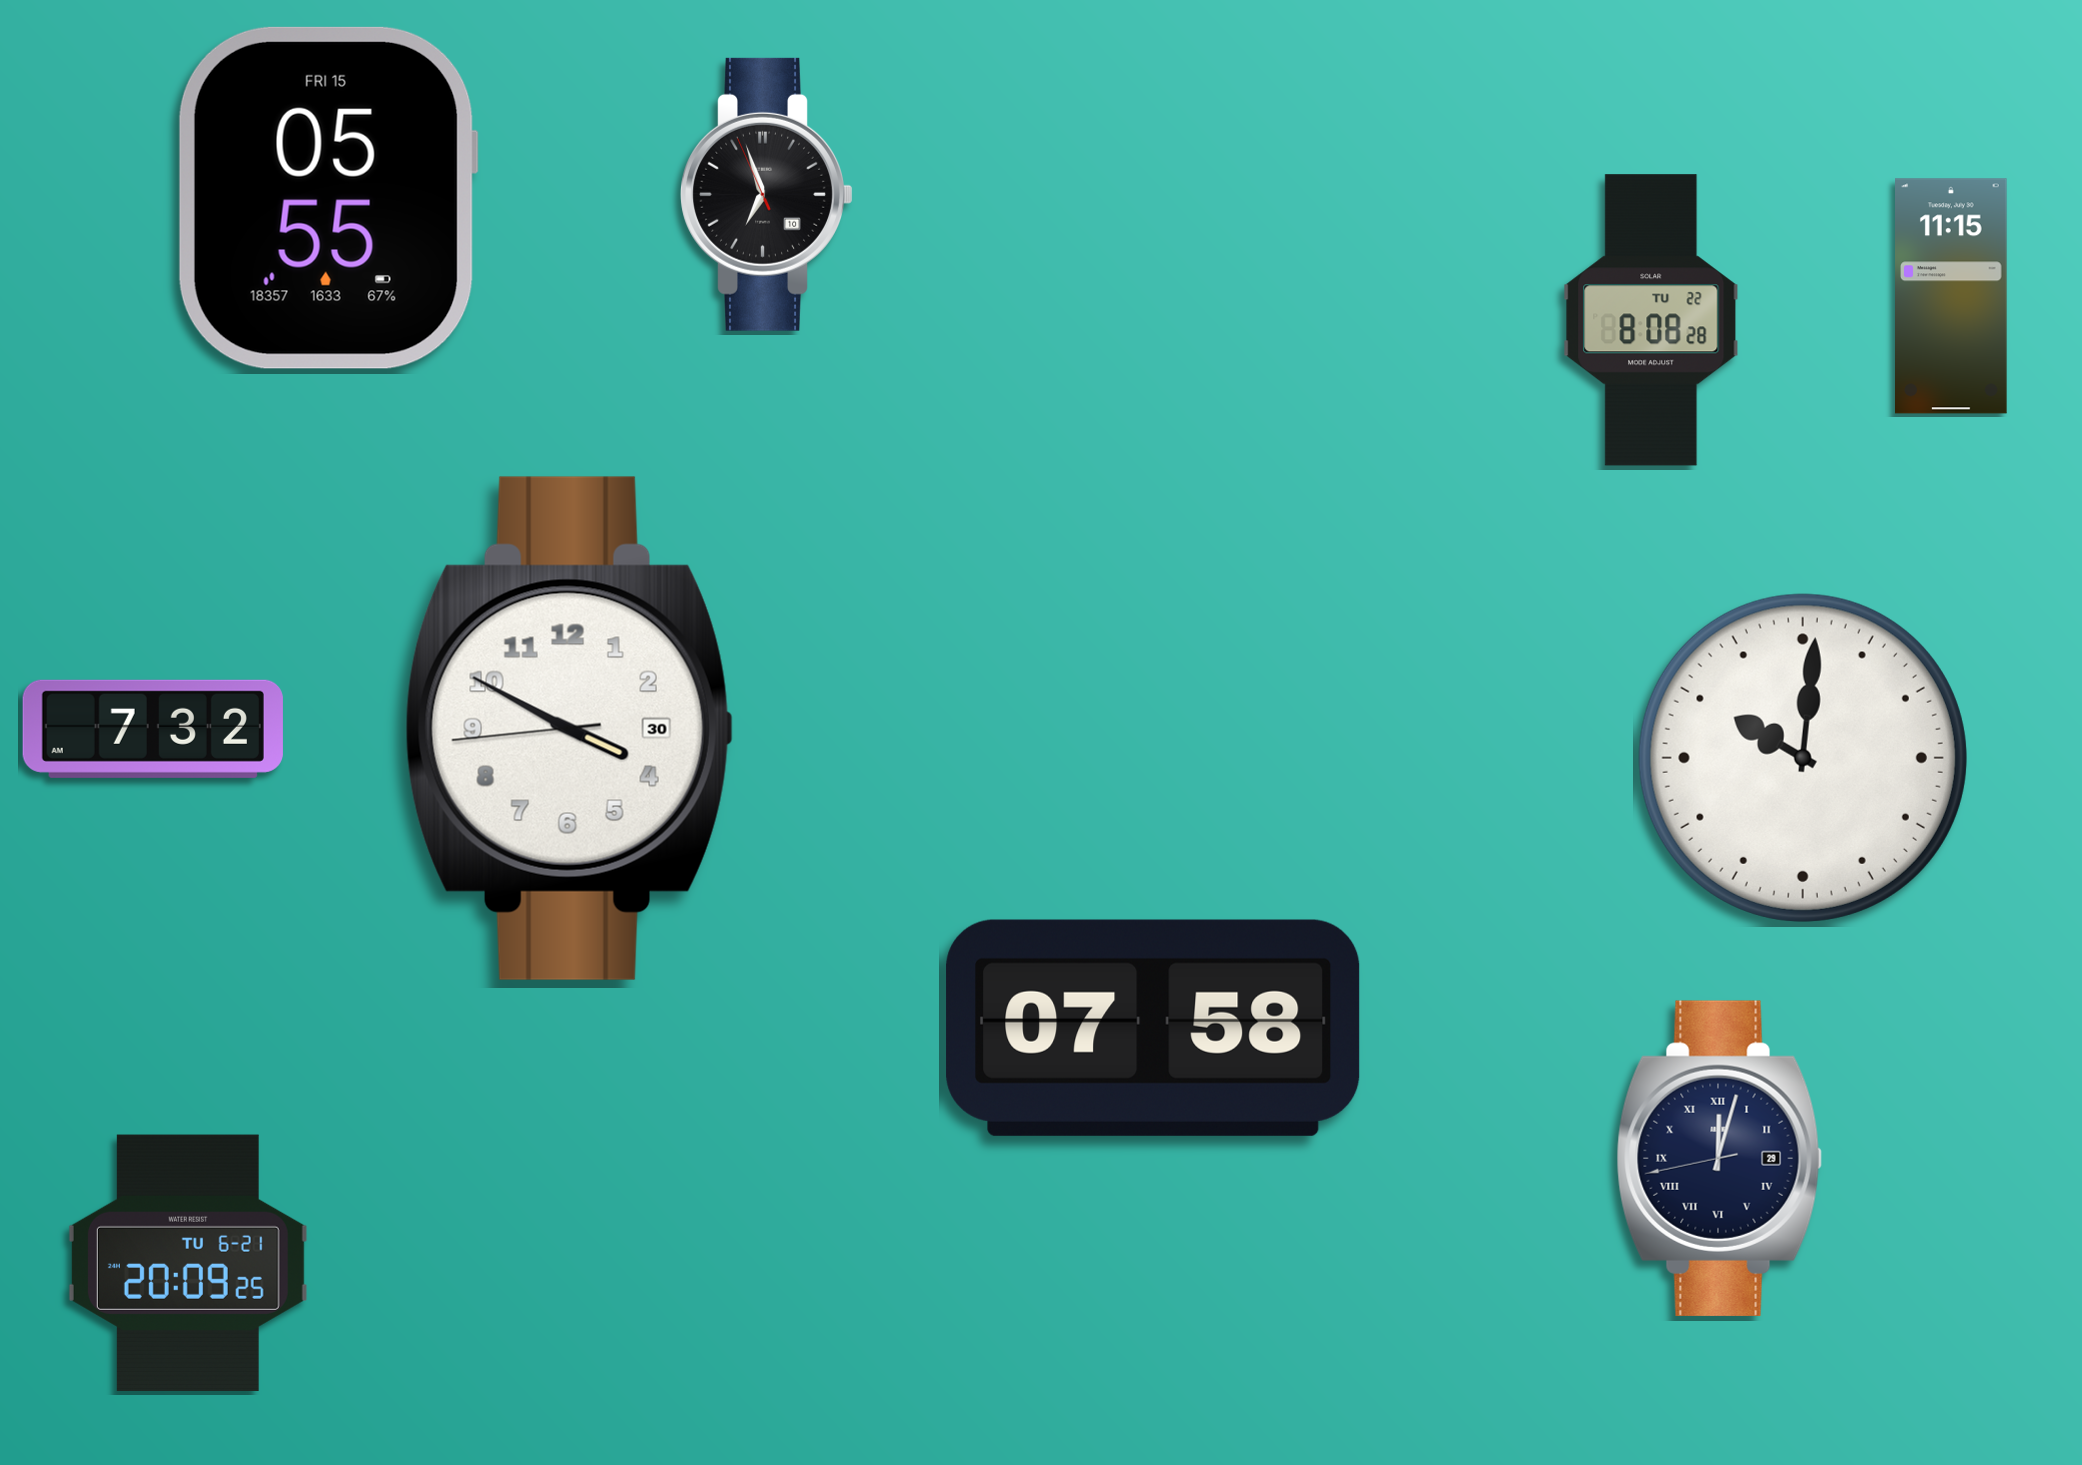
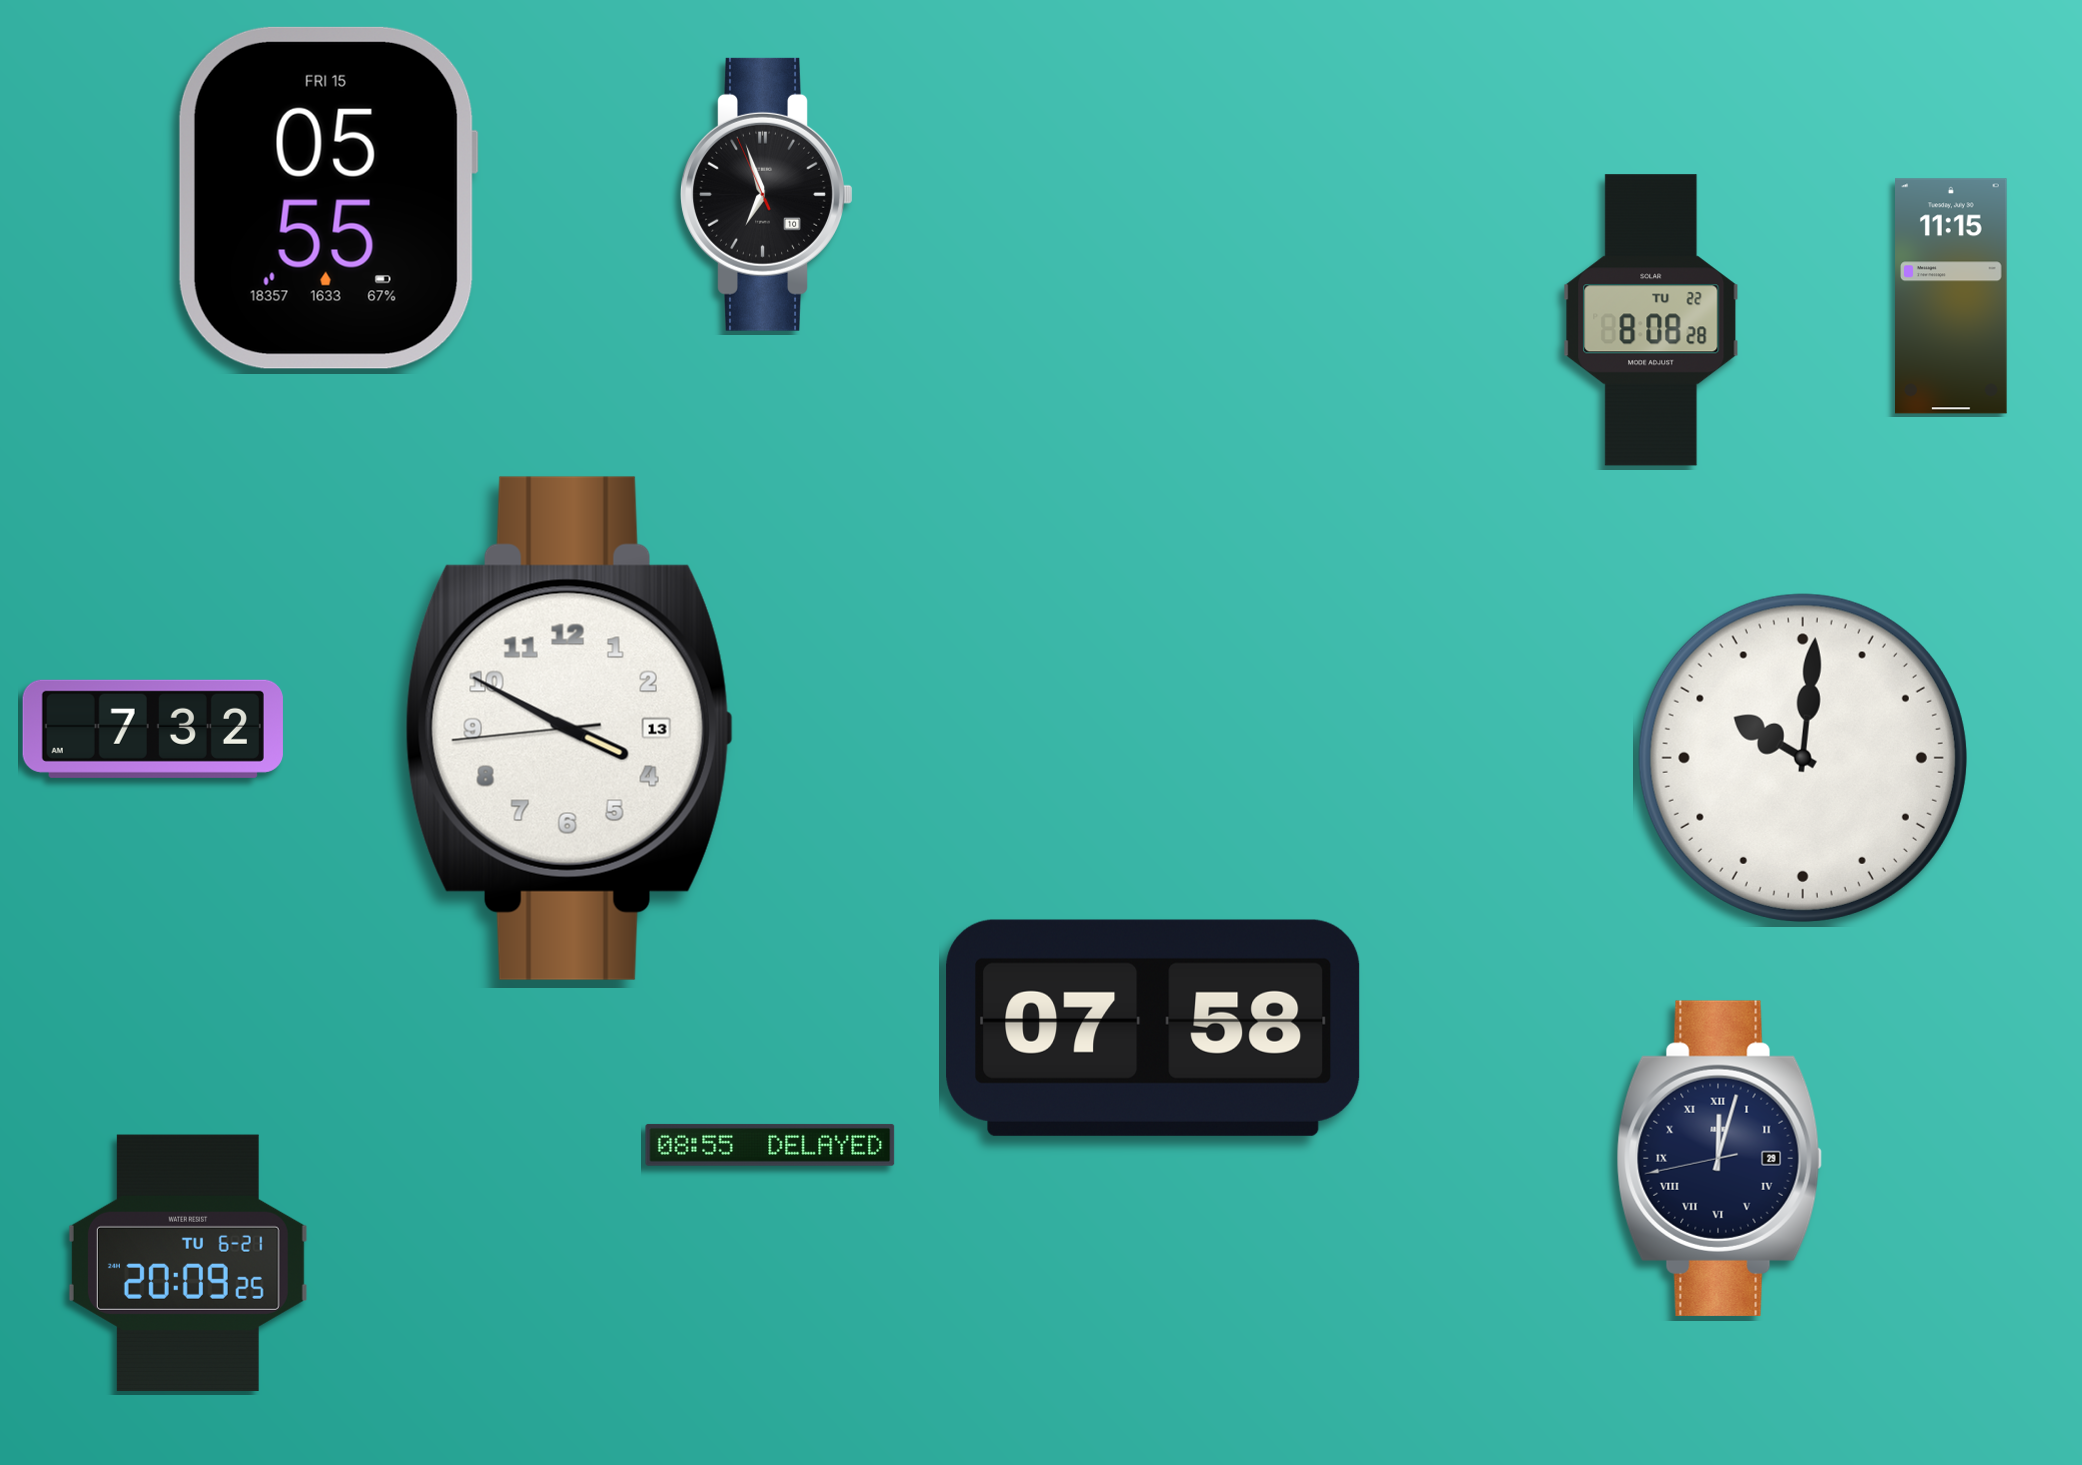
clock at (569, 728) date: 30 -> 13
clock at (770, 1145): none -> 08:55
